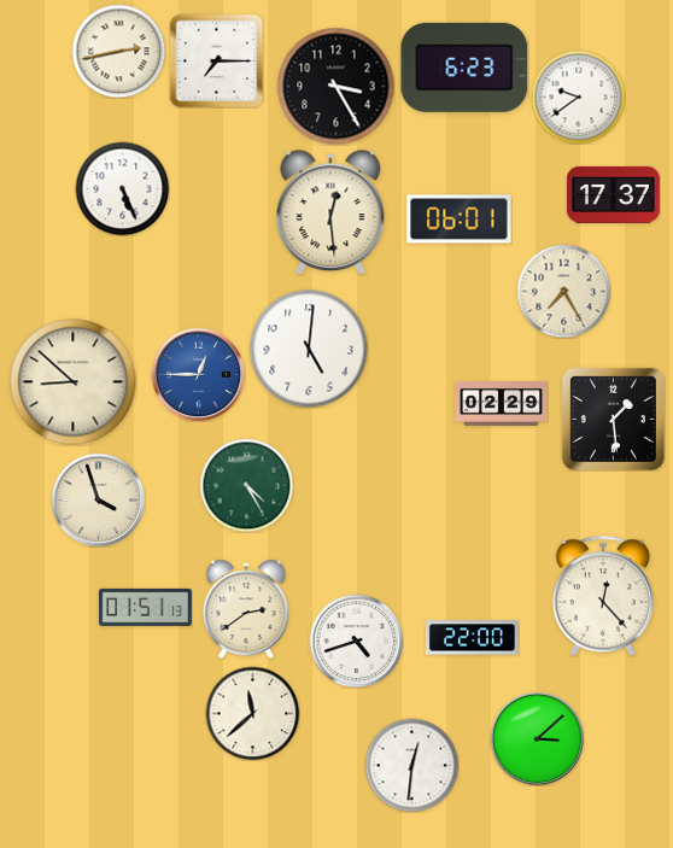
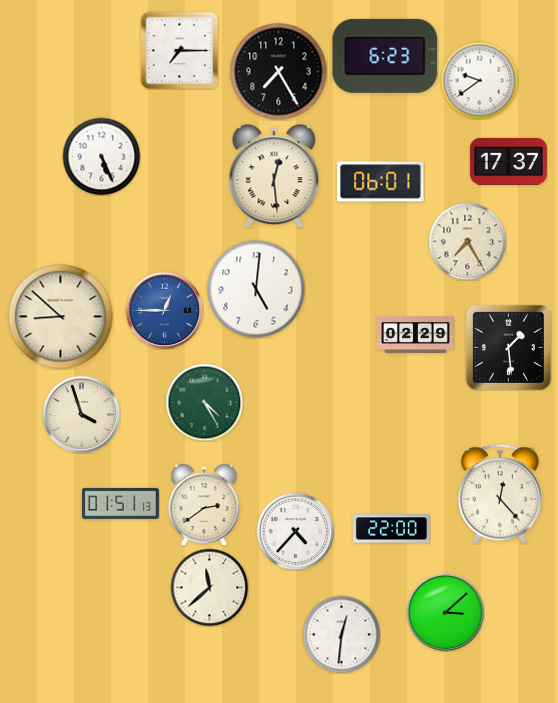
clock at (118, 51): 2:43 -> none
clock at (335, 86): 3:25 -> 7:25
clock at (356, 641): 4:42 -> 4:37
clock at (252, 713) position: (252, 713) -> (209, 587)
